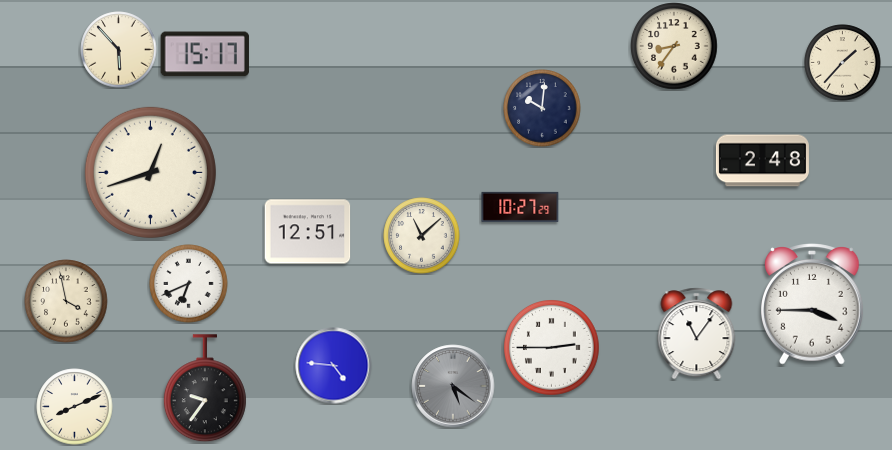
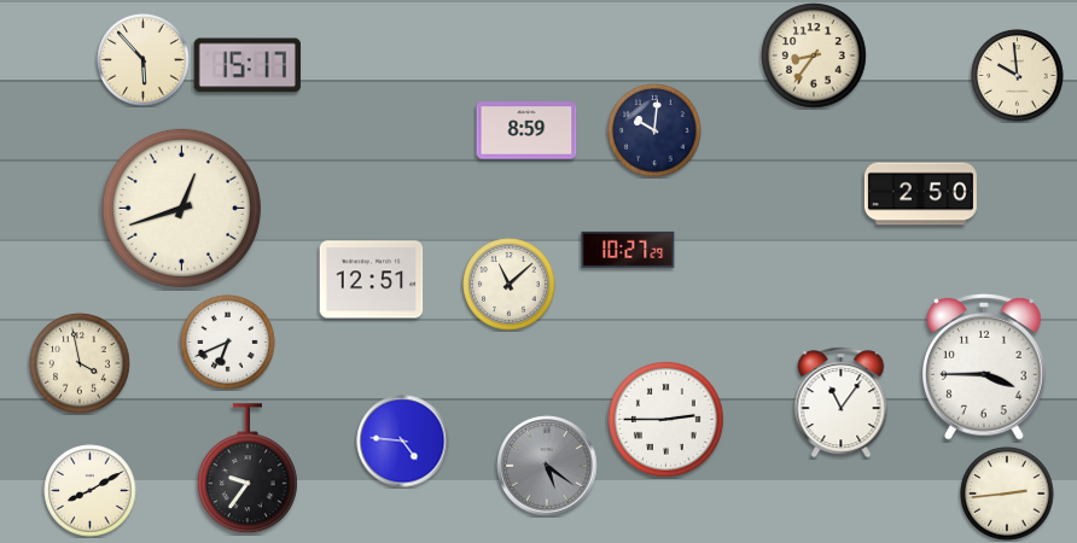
clock at (843, 63): 1:37 -> 9:59
clock at (526, 130): none -> 8:59
clock at (762, 161): 2:48 -> 2:50
clock at (812, 304) position: (812, 304) -> (984, 367)
clock at (75, 407): 8:11 -> 8:10
clock at (1007, 494): none -> 2:44
